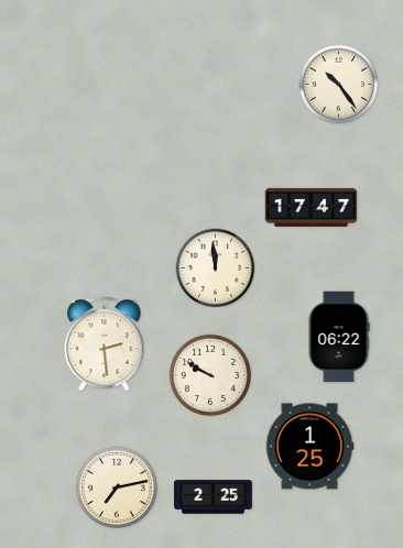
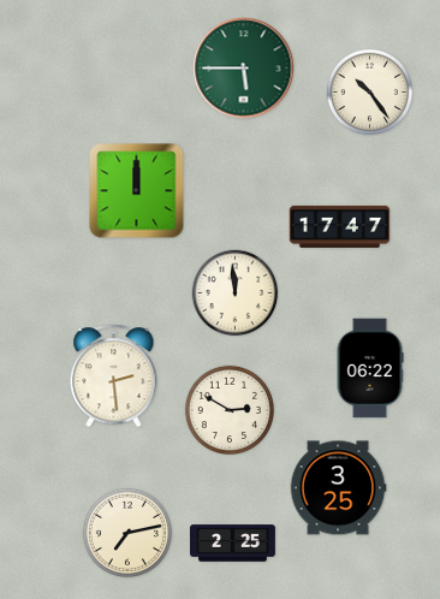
clock at (244, 69): none -> 5:45
clock at (137, 191): none -> 12:00
clock at (210, 375): 9:50 -> 2:50
clock at (309, 447): 1:25 -> 3:25
